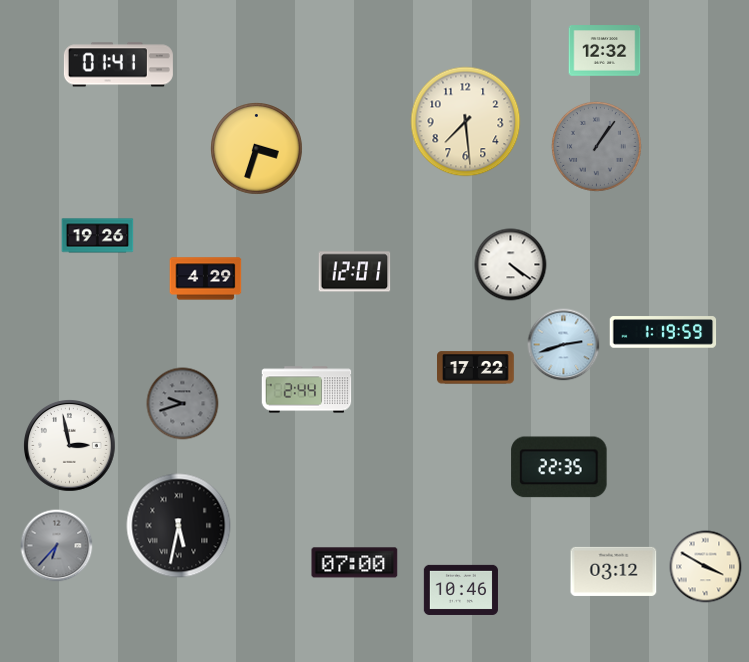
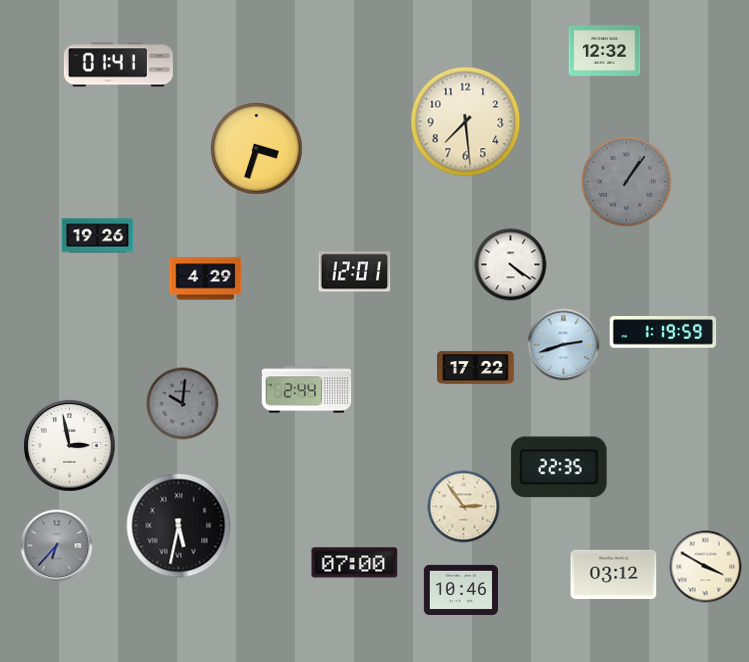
clock at (596, 146) position: (596, 146) -> (626, 181)
clock at (183, 404): 9:42 -> 10:01
clock at (464, 507): none -> 2:54
clock at (614, 571) position: (614, 571) -> (614, 574)
